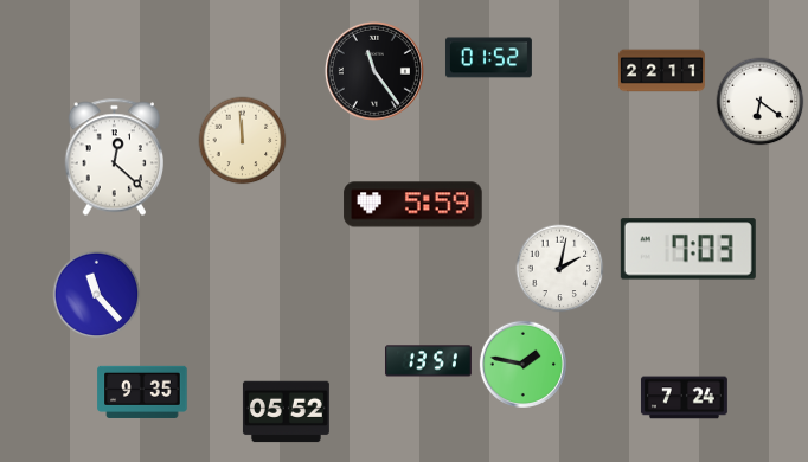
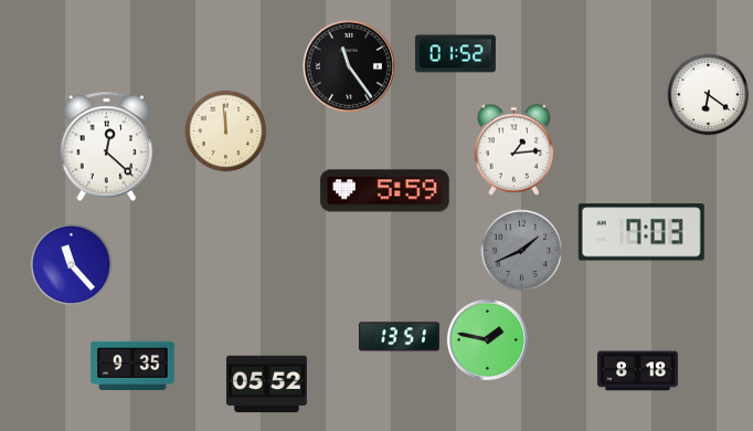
clock at (661, 71): 22:11 -> none
clock at (515, 149): none -> 1:14
clock at (560, 269): 2:02 -> 1:41
clock at (560, 269) dial: white -> grey
clock at (97, 295) position: (97, 295) -> (72, 265)
clock at (684, 398): 7:24 -> 8:18
